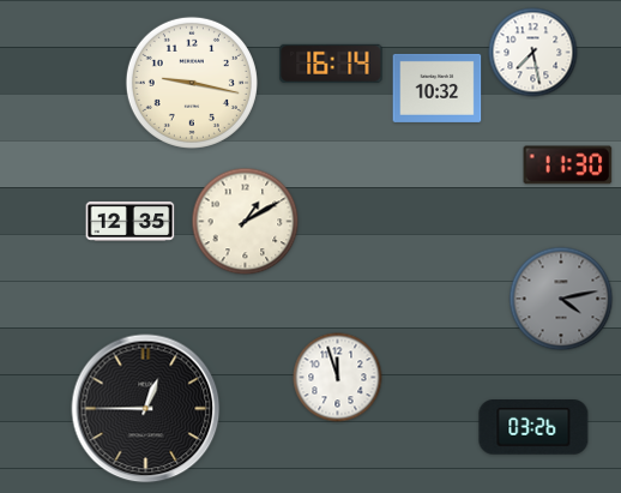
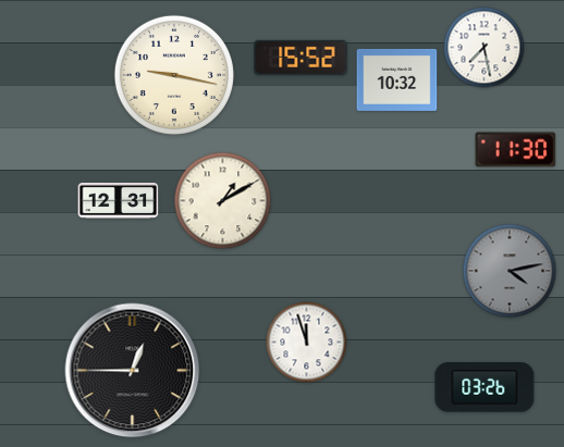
clock at (331, 64): 16:14 -> 15:52
clock at (131, 222): 12:35 -> 12:31
